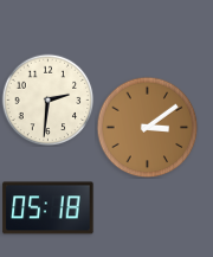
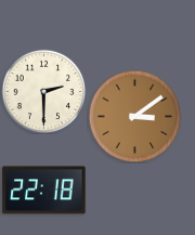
clock at (47, 99): 2:31 -> 2:30
clock at (49, 208): 05:18 -> 22:18
